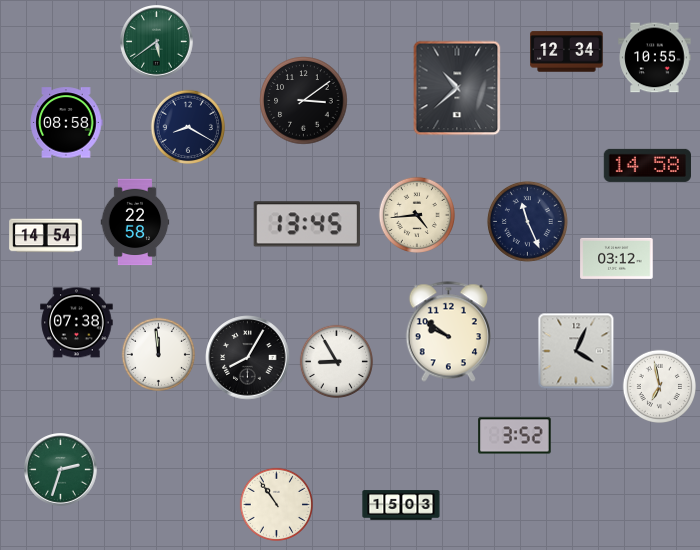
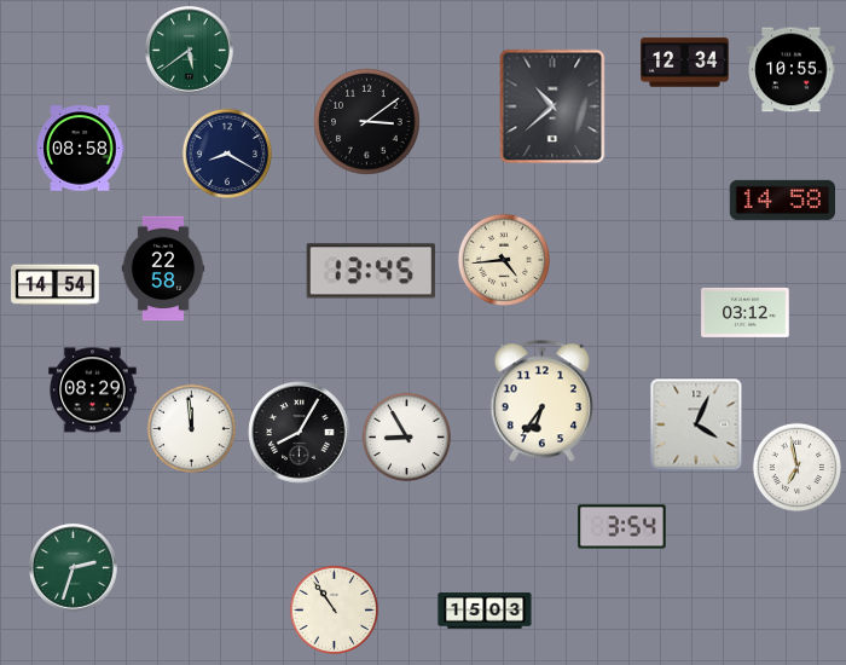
clock at (527, 221): 11:26 -> none
clock at (77, 323): 07:38 -> 08:29
clock at (448, 332): 9:51 -> 6:36
clock at (515, 436): 3:52 -> 3:54
